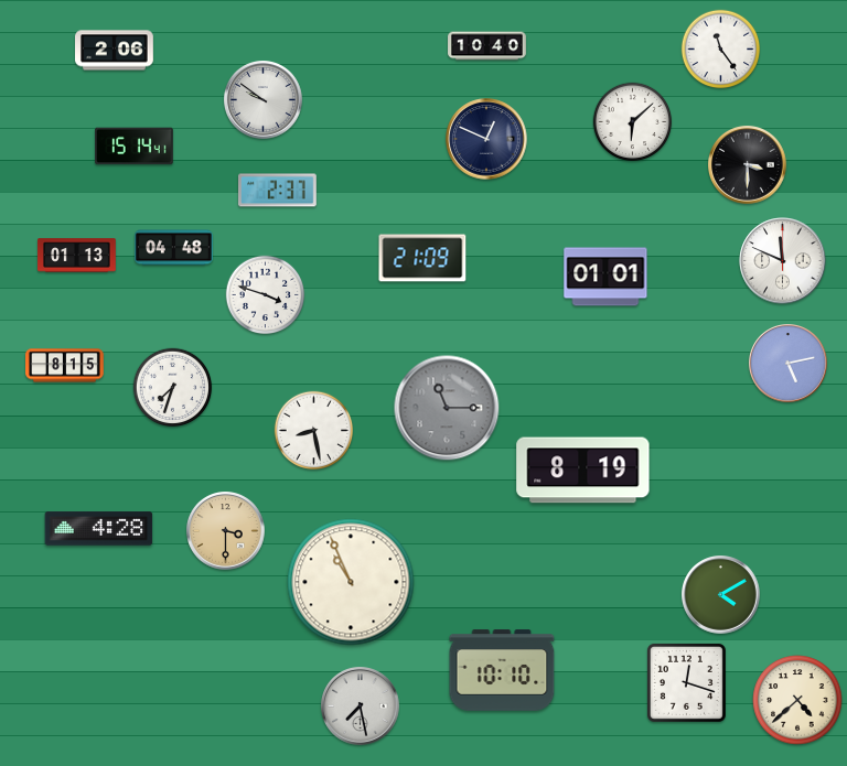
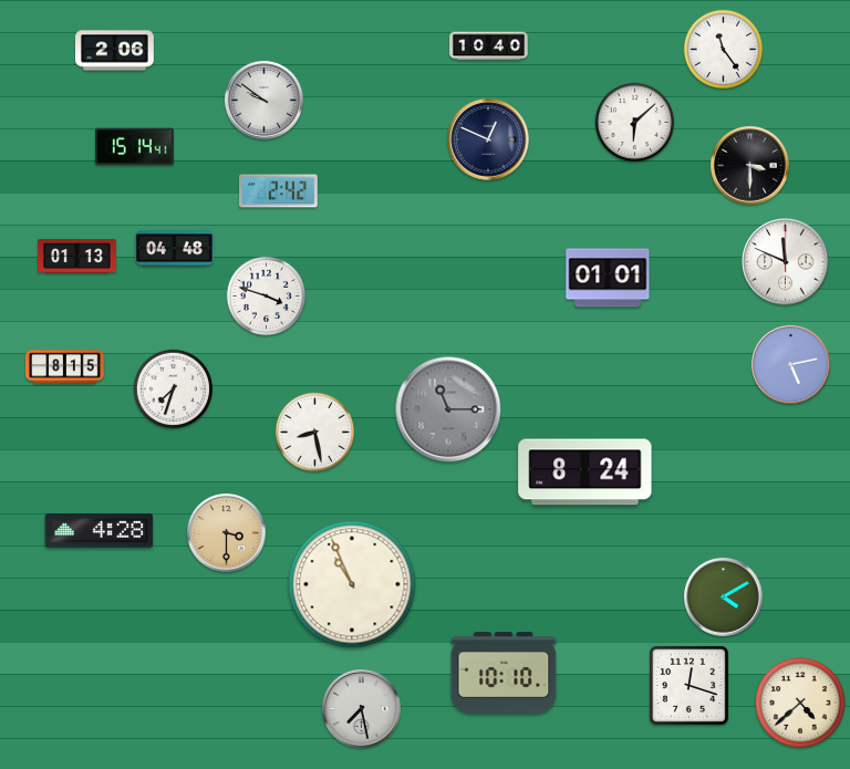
clock at (278, 191): 2:37 -> 2:42
clock at (422, 258): 21:09 -> none
clock at (583, 471): 8:19 -> 8:24
